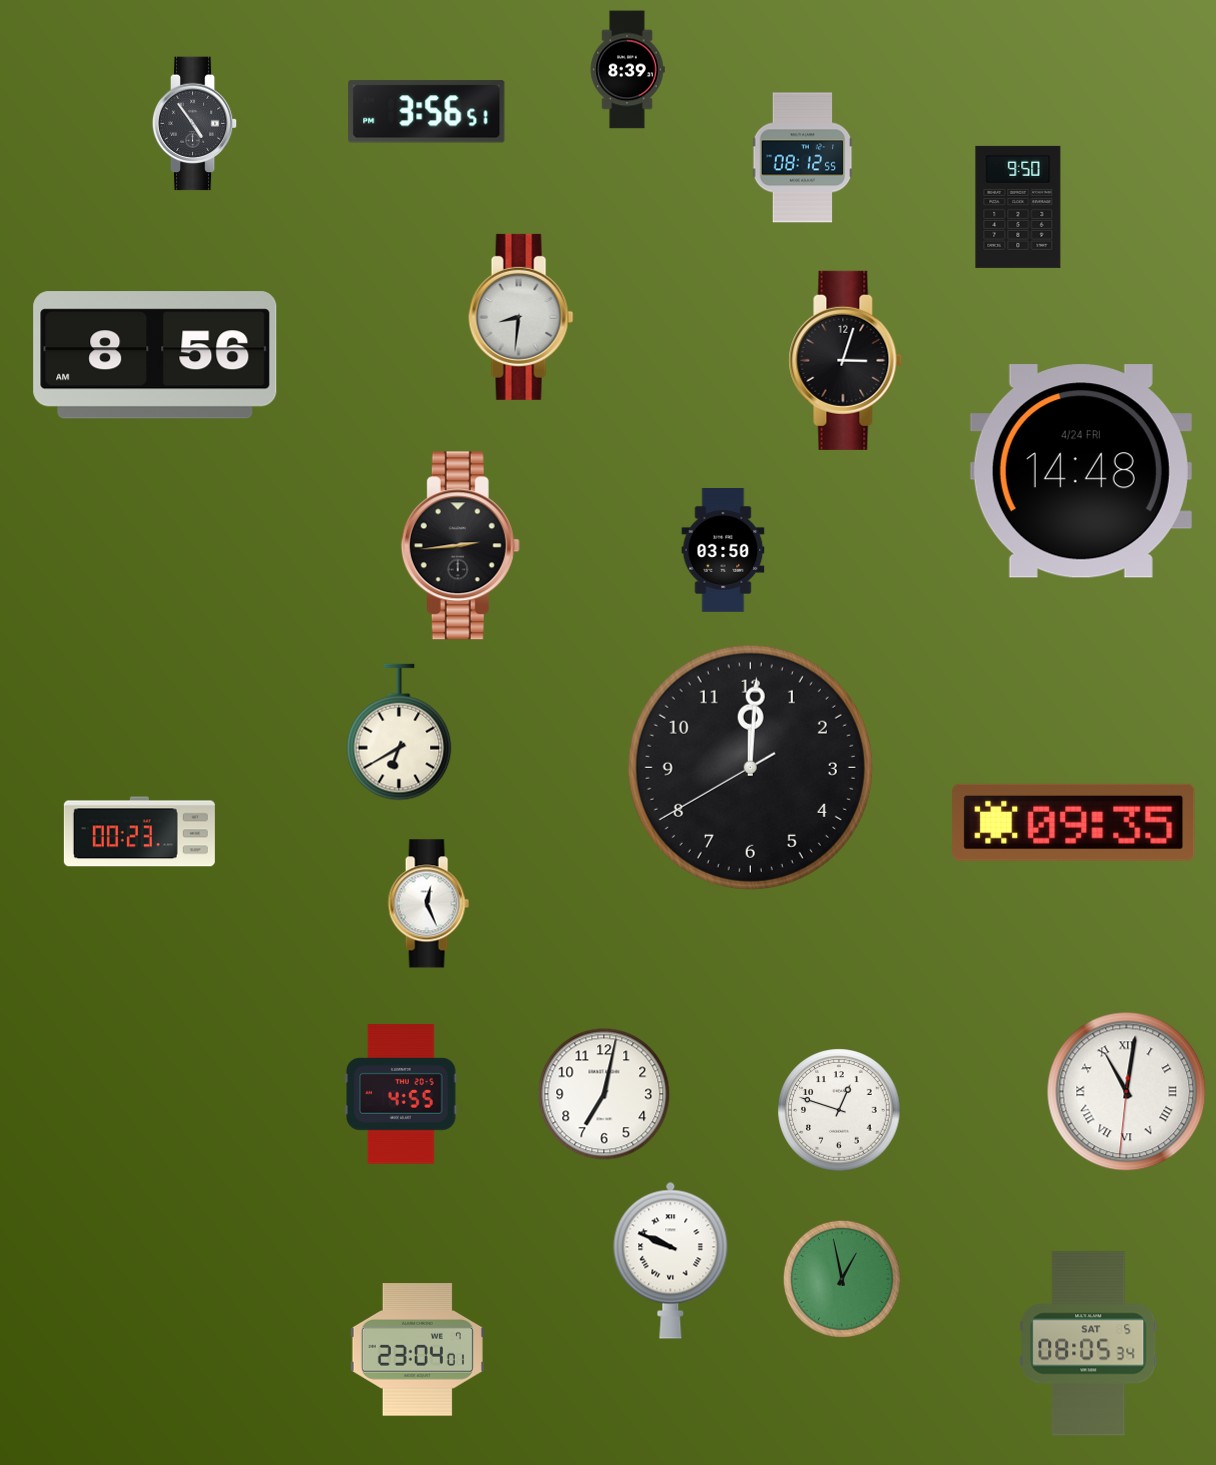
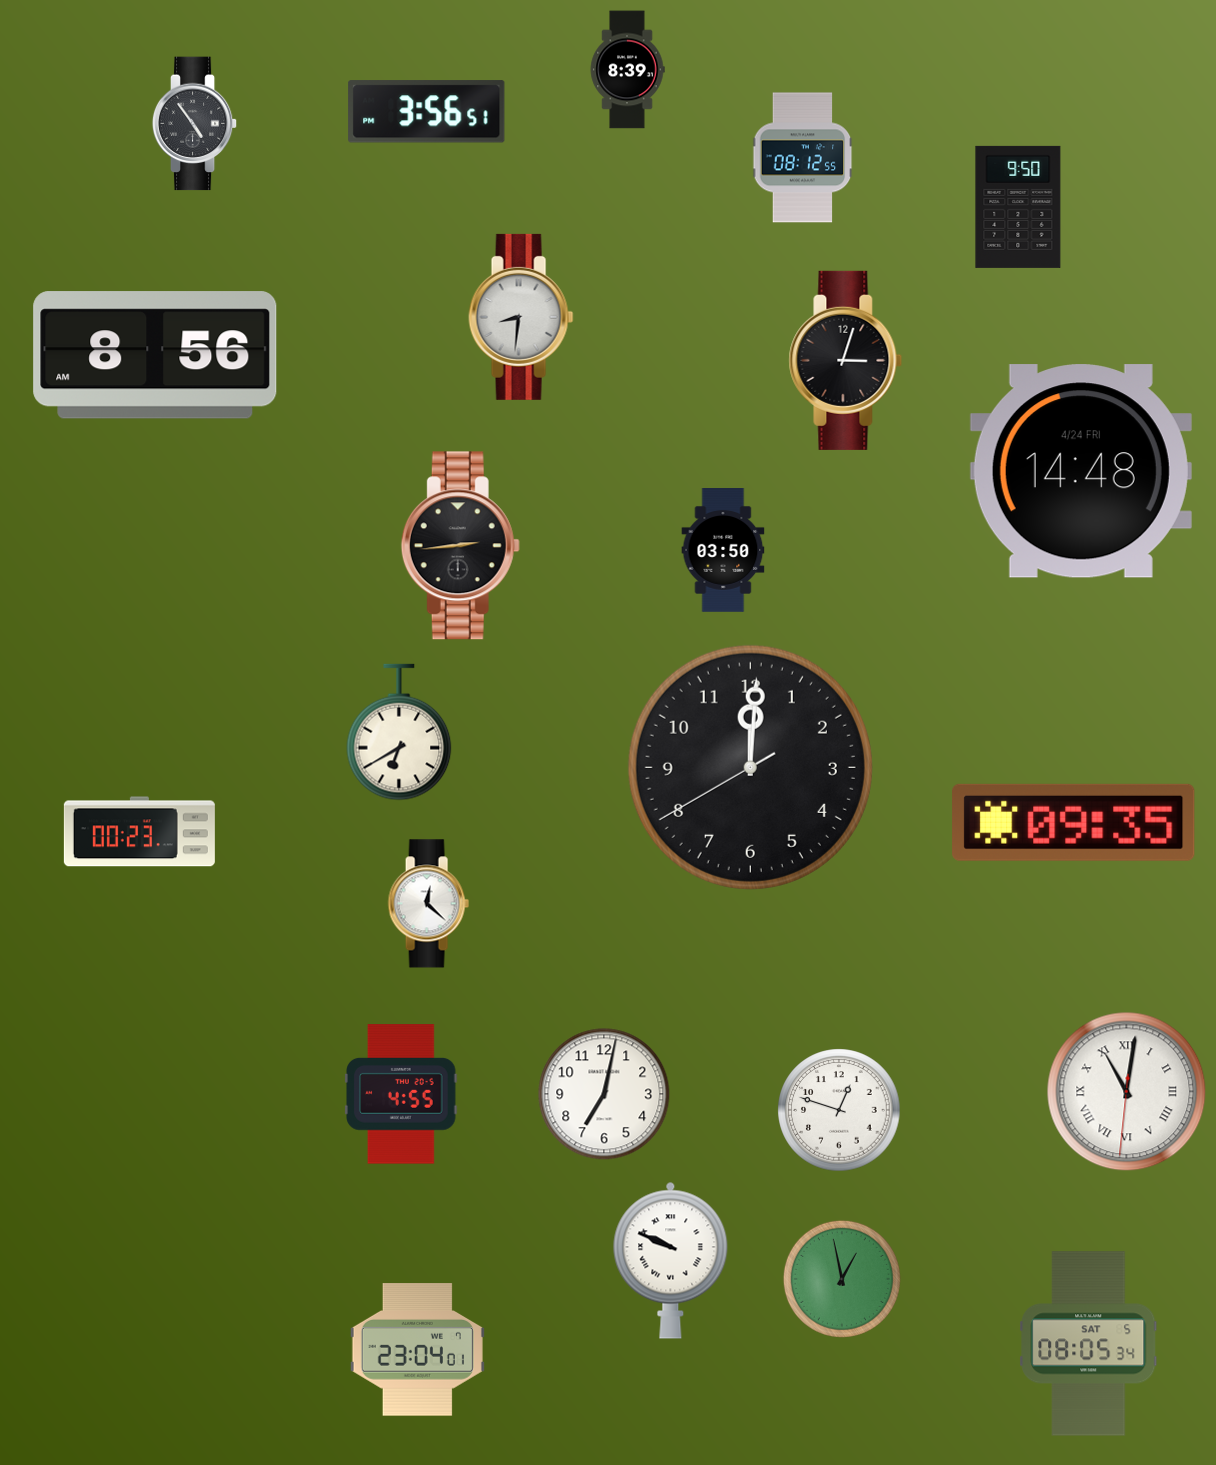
clock at (428, 904): 12:26 -> 12:22
